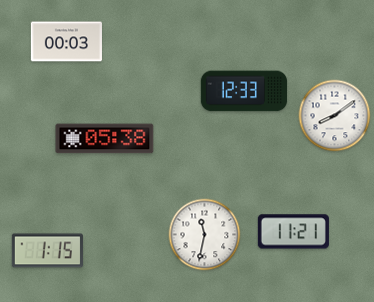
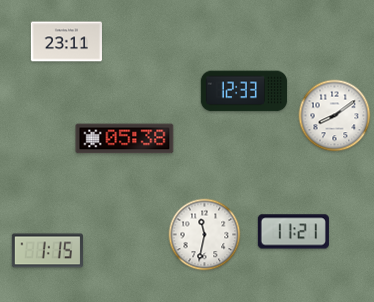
clock at (66, 42): 00:03 -> 23:11
clock at (105, 139) position: (105, 139) -> (125, 139)
